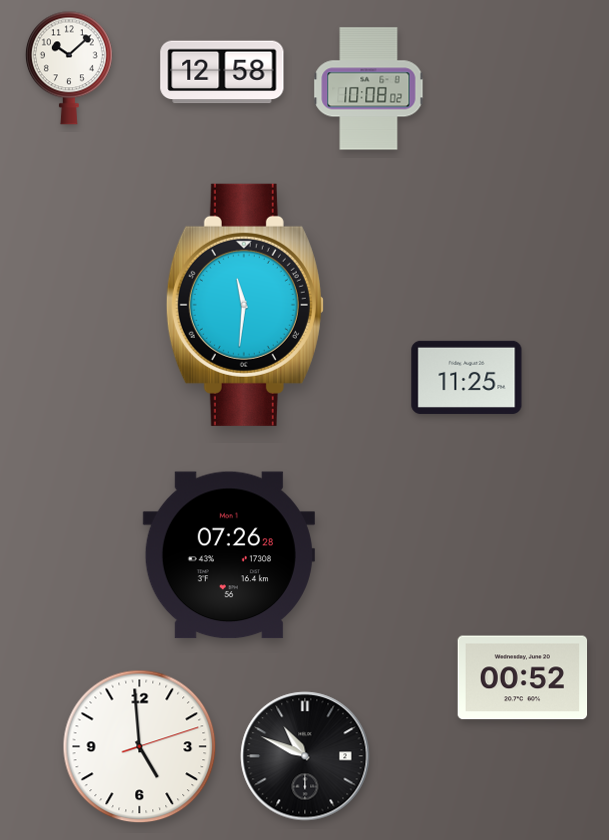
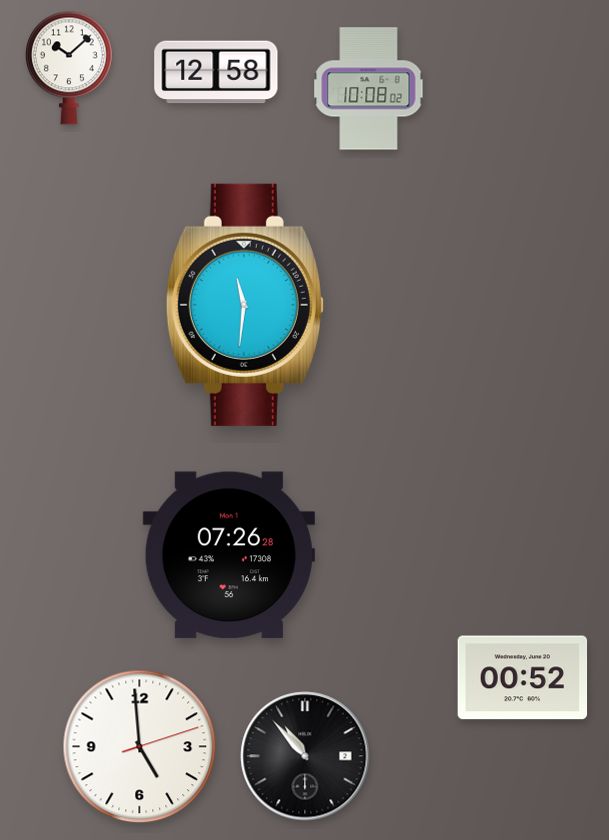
clock at (222, 72) position: (222, 72) -> (216, 72)
clock at (467, 377): 11:25 -> none
clock at (305, 756): 10:49 -> 10:53
